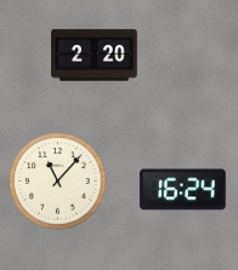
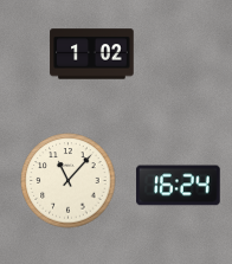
clock at (95, 56): 2:20 -> 1:02
clock at (58, 182) position: (58, 182) -> (69, 181)
